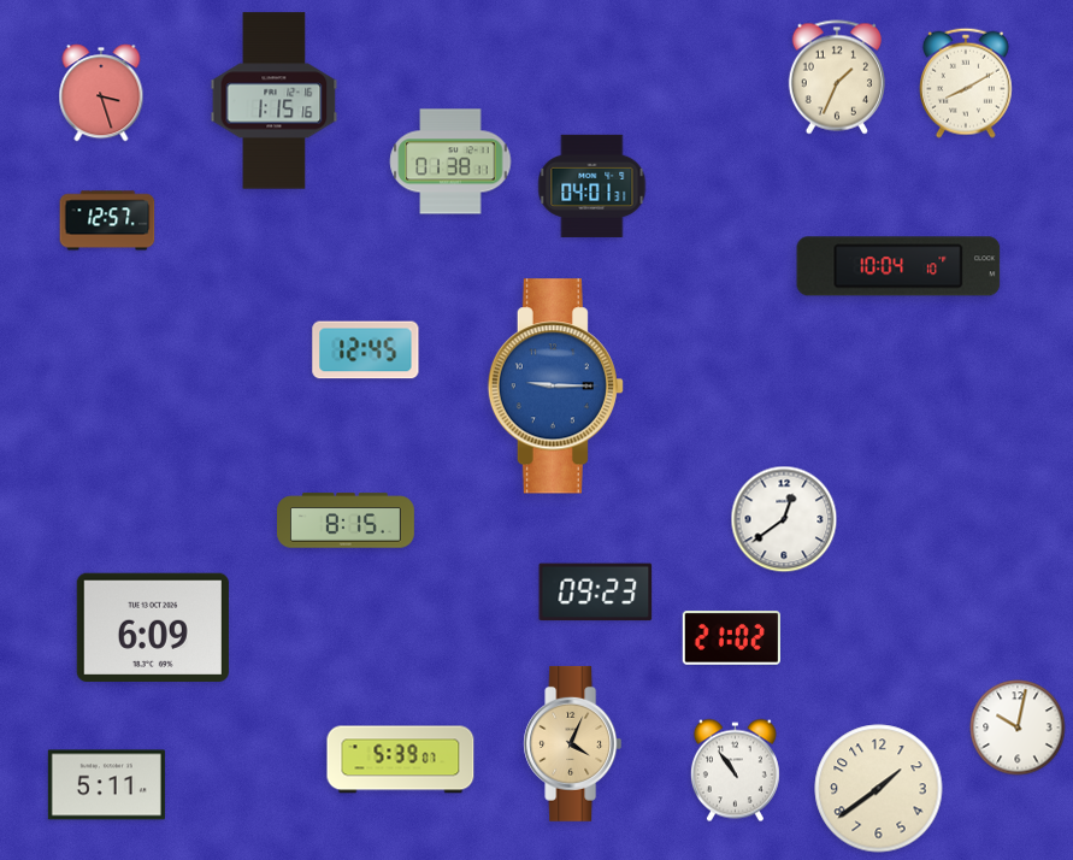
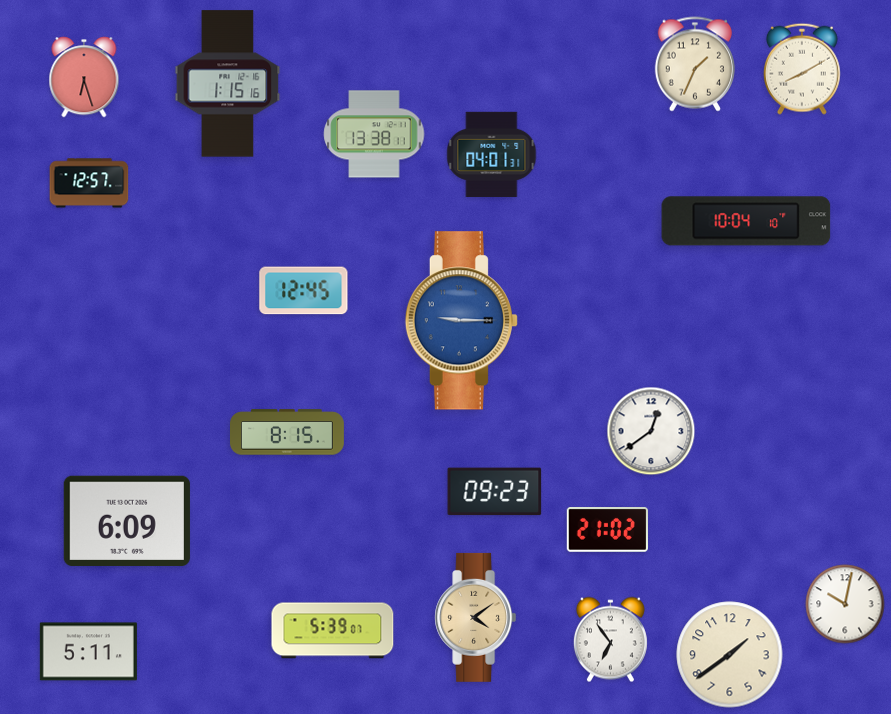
clock at (101, 93): 3:27 -> 6:27
clock at (450, 161): 01:38 -> 13:38
clock at (573, 743): 4:04 -> 4:09
clock at (735, 771): 10:54 -> 6:54
